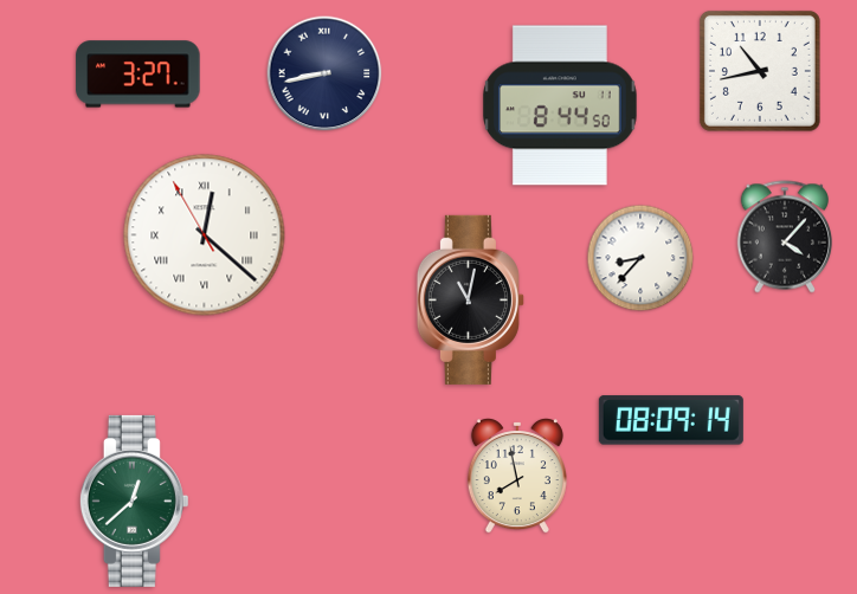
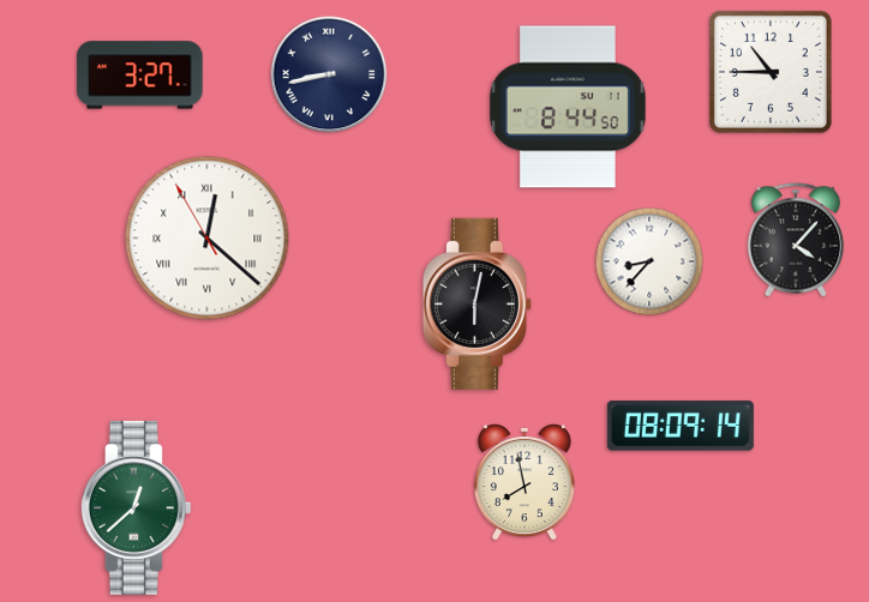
clock at (760, 71): 10:43 -> 10:45
clock at (470, 299): 11:02 -> 6:02
